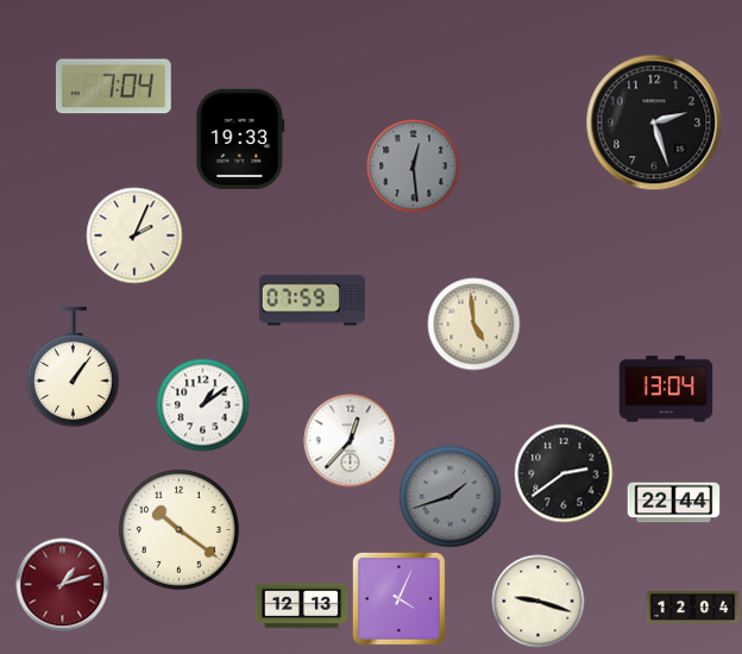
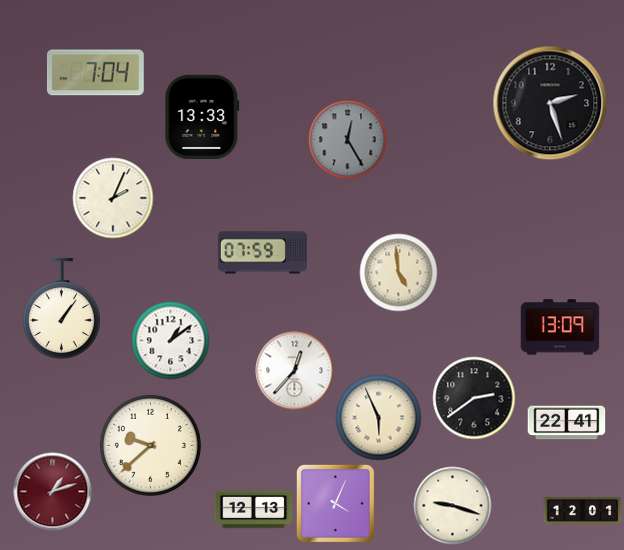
clock at (240, 138): 19:33 -> 13:33
clock at (413, 165): 12:29 -> 12:25
clock at (666, 389): 13:04 -> 13:09
clock at (449, 496): 1:42 -> 5:56
clock at (449, 496) dial: grey -> cream
clock at (673, 503): 22:44 -> 22:41
clock at (178, 529): 10:21 -> 9:38
clock at (692, 608): 12:04 -> 12:01
